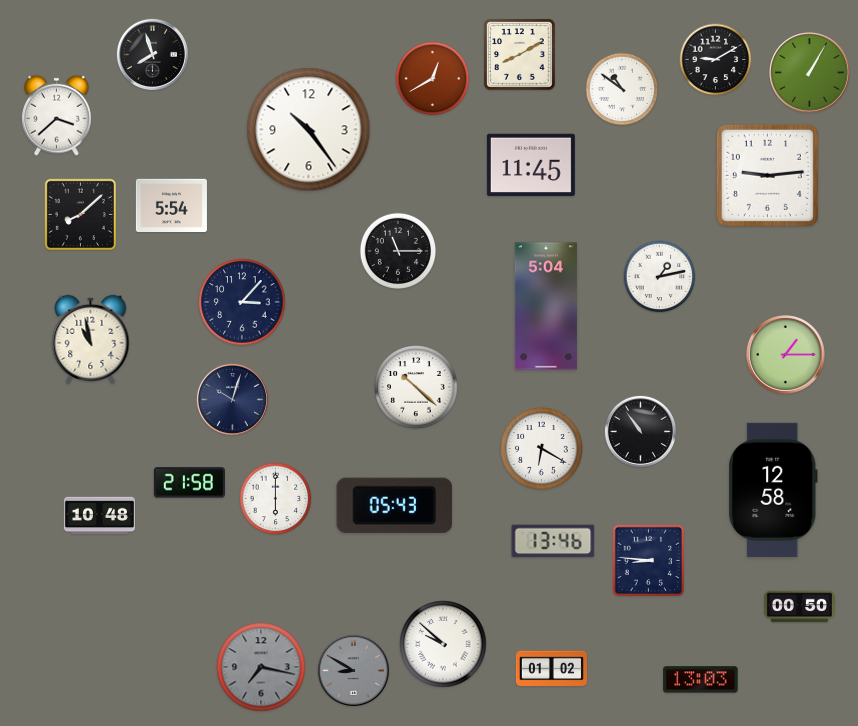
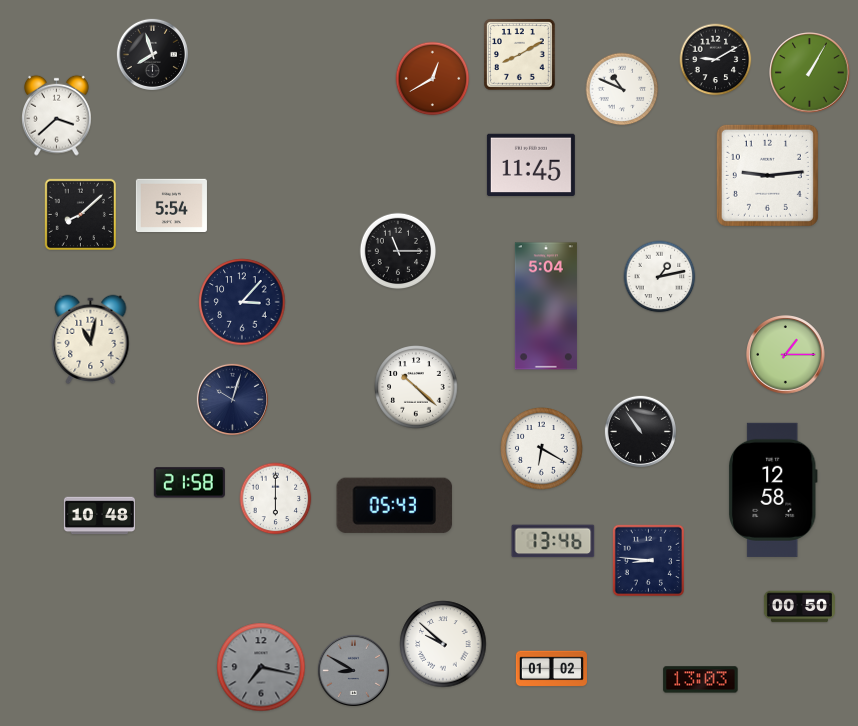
clock at (622, 89): 10:51 -> 10:49
clock at (309, 130): 10:24 -> none
clock at (91, 339): 10:58 -> 11:02
